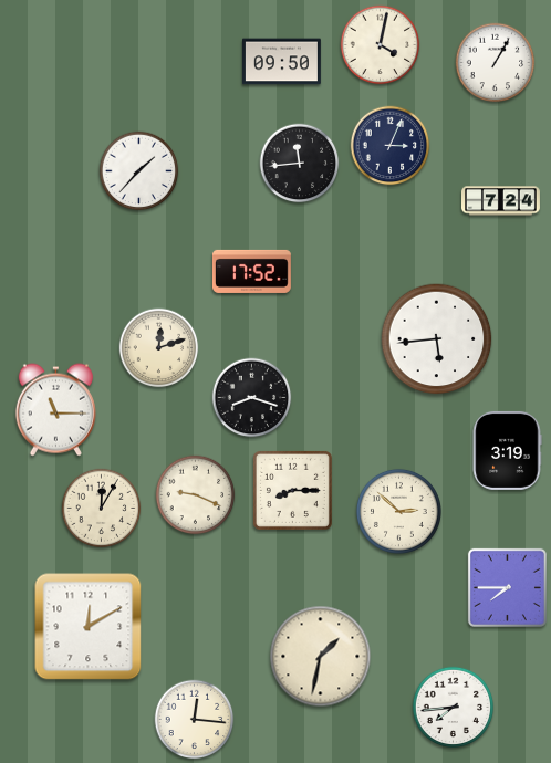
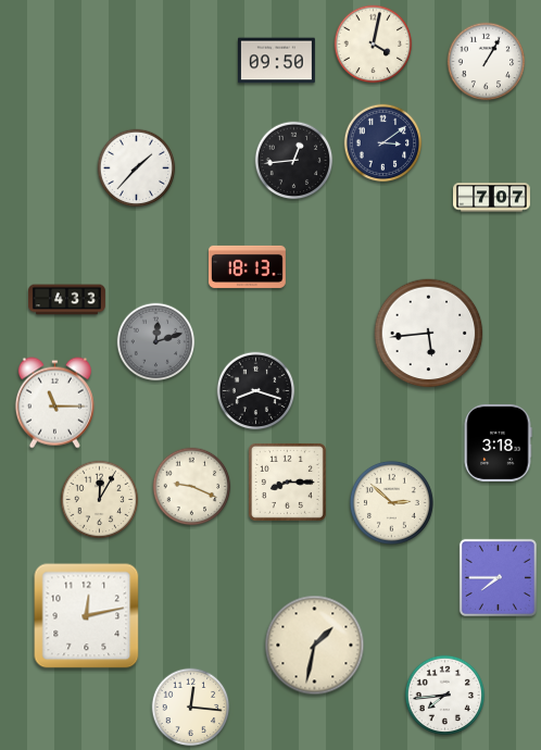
clock at (391, 146): 3:04 -> 3:09
clock at (300, 164): 11:44 -> 12:44
clock at (501, 201): 7:24 -> 7:07
clock at (251, 271): 17:52 -> 18:13
clock at (67, 300): none -> 4:33
clock at (159, 348) dial: cream -> grey
clock at (252, 398) position: (252, 398) -> (256, 391)
clock at (507, 450): 3:19 -> 3:18
clock at (89, 627): 12:10 -> 12:13
